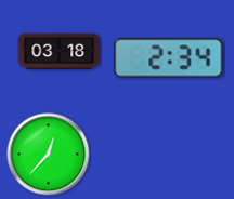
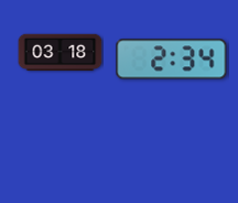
clock at (49, 155): 12:37 -> none
